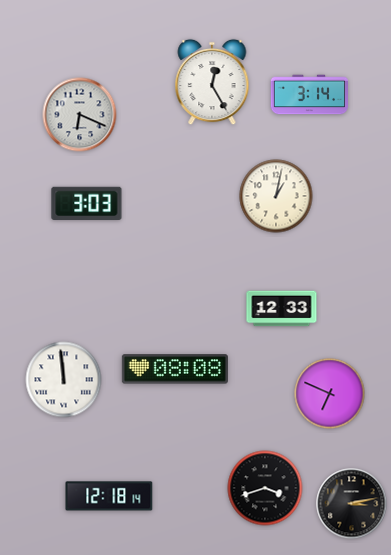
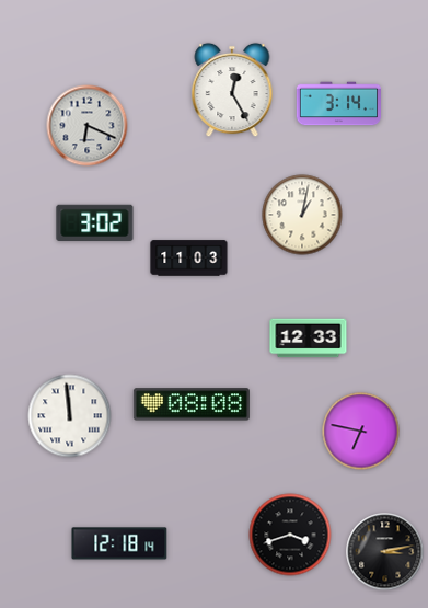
clock at (87, 204): 3:03 -> 3:02
clock at (189, 259): none -> 11:03
clock at (330, 394): 6:49 -> 6:47
